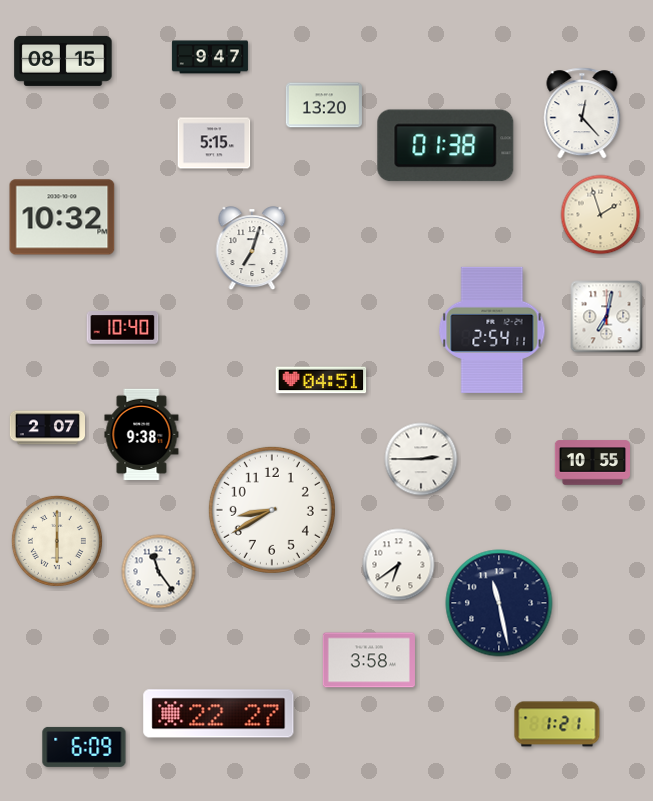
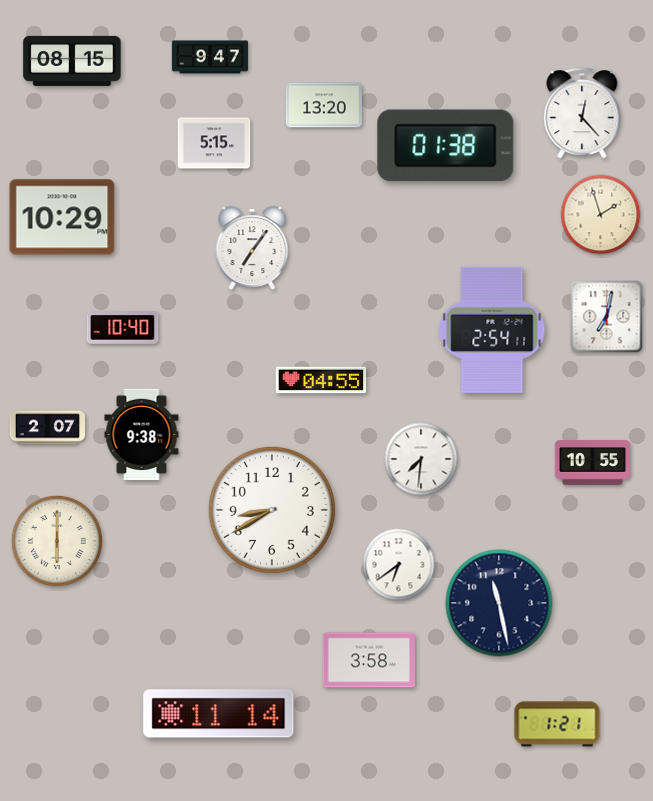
clock at (63, 61) position: (63, 61) -> (72, 61)
clock at (62, 217): 10:32 -> 10:29
clock at (252, 249): 7:03 -> 7:06
clock at (321, 380): 04:51 -> 04:55
clock at (421, 459): 2:45 -> 7:31
clock at (159, 572): 11:24 -> none
clock at (219, 714): 22:27 -> 11:14
clock at (84, 747): 6:09 -> none
